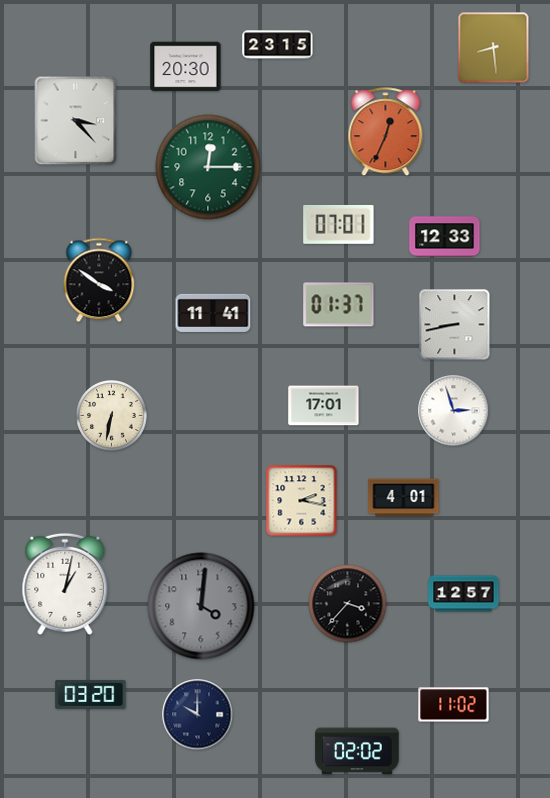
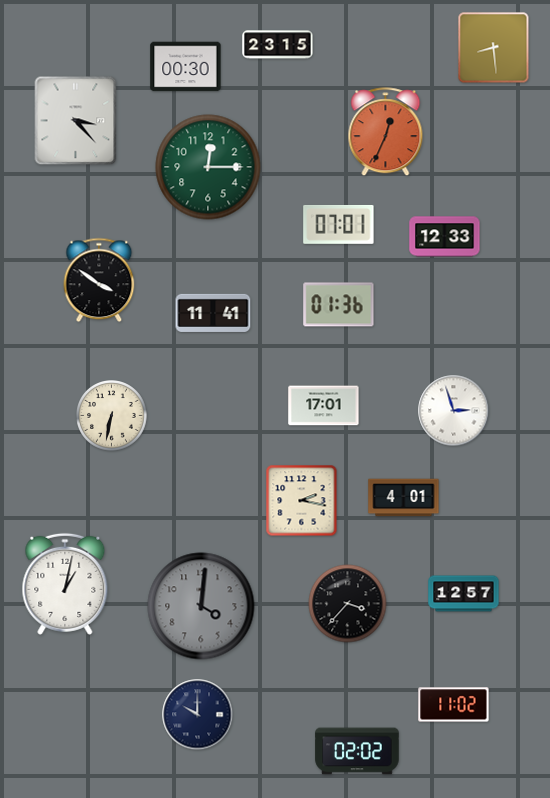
clock at (186, 67): 20:30 -> 00:30
clock at (339, 305): 01:37 -> 01:36
clock at (455, 325): 8:43 -> none
clock at (91, 694): 03:20 -> none
